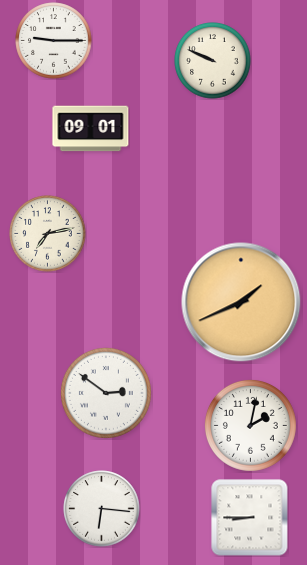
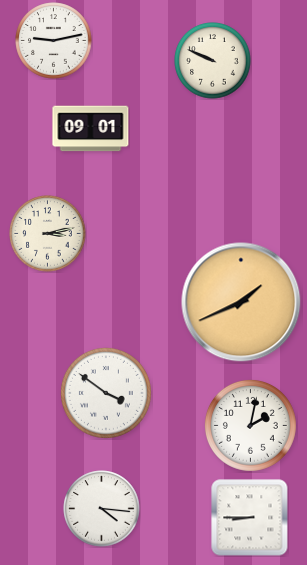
clock at (54, 41): 9:15 -> 9:13
clock at (48, 234): 7:13 -> 3:13
clock at (106, 393): 2:51 -> 3:51
clock at (102, 509): 6:16 -> 4:16
